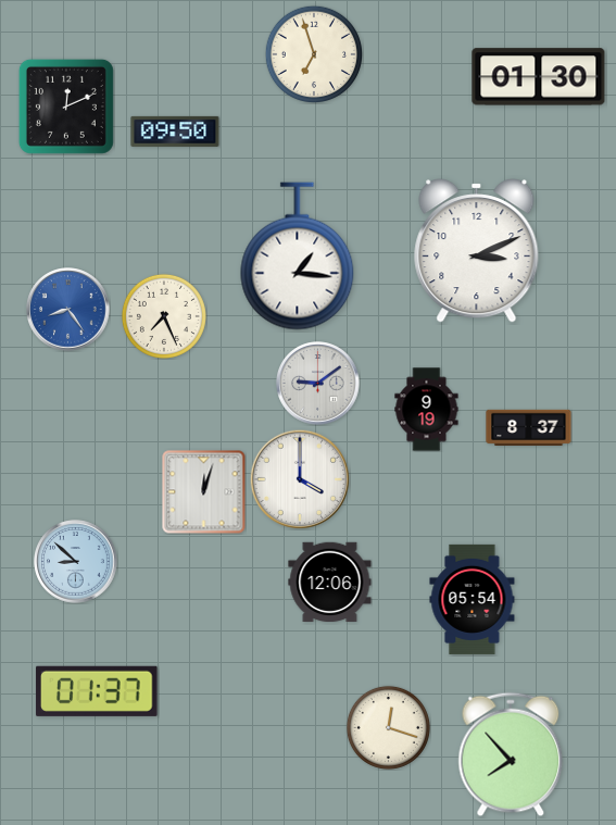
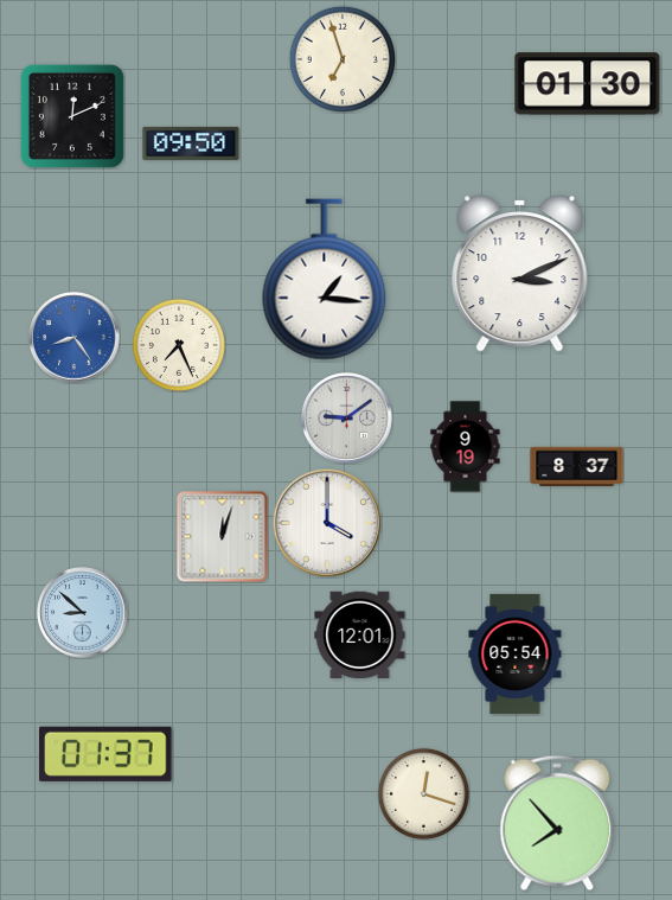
clock at (330, 582): 12:06 -> 12:01
